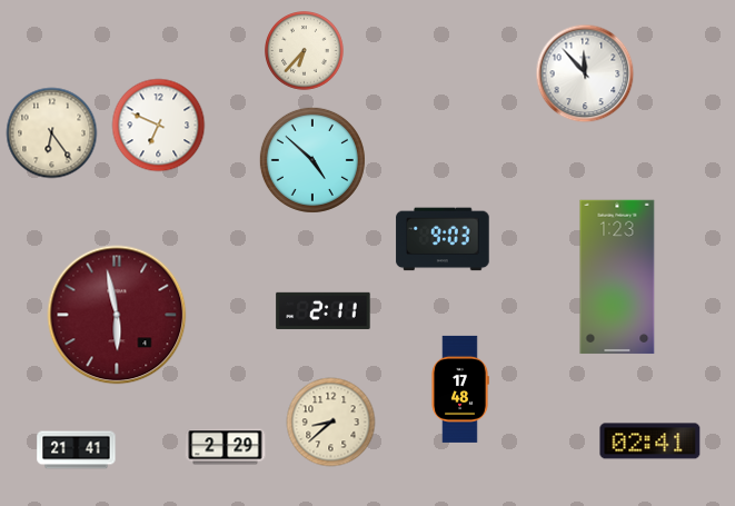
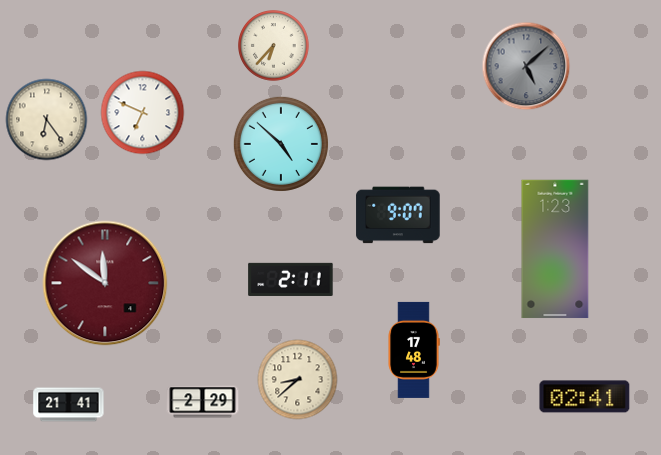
clock at (585, 73): 11:53 -> 5:08
clock at (585, 73) dial: white -> grey
clock at (443, 239): 9:03 -> 9:07
clock at (117, 315): 5:58 -> 11:51
